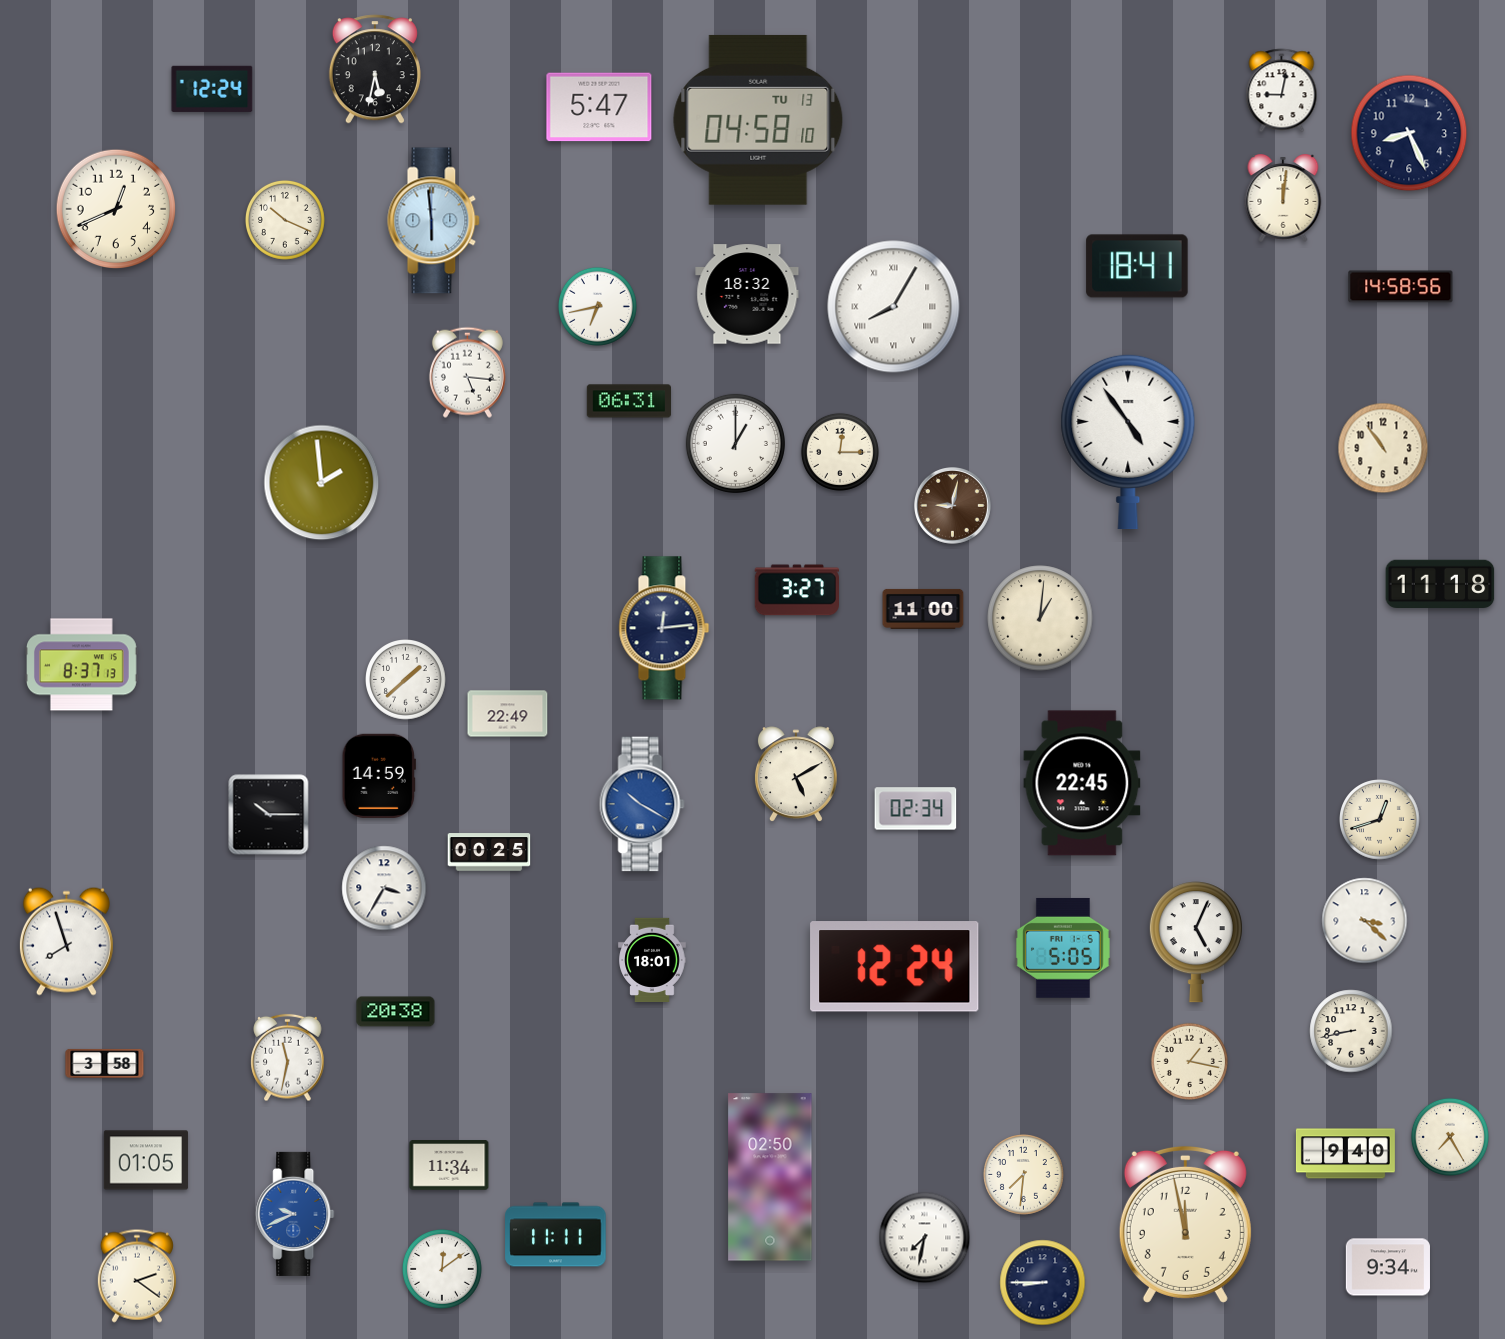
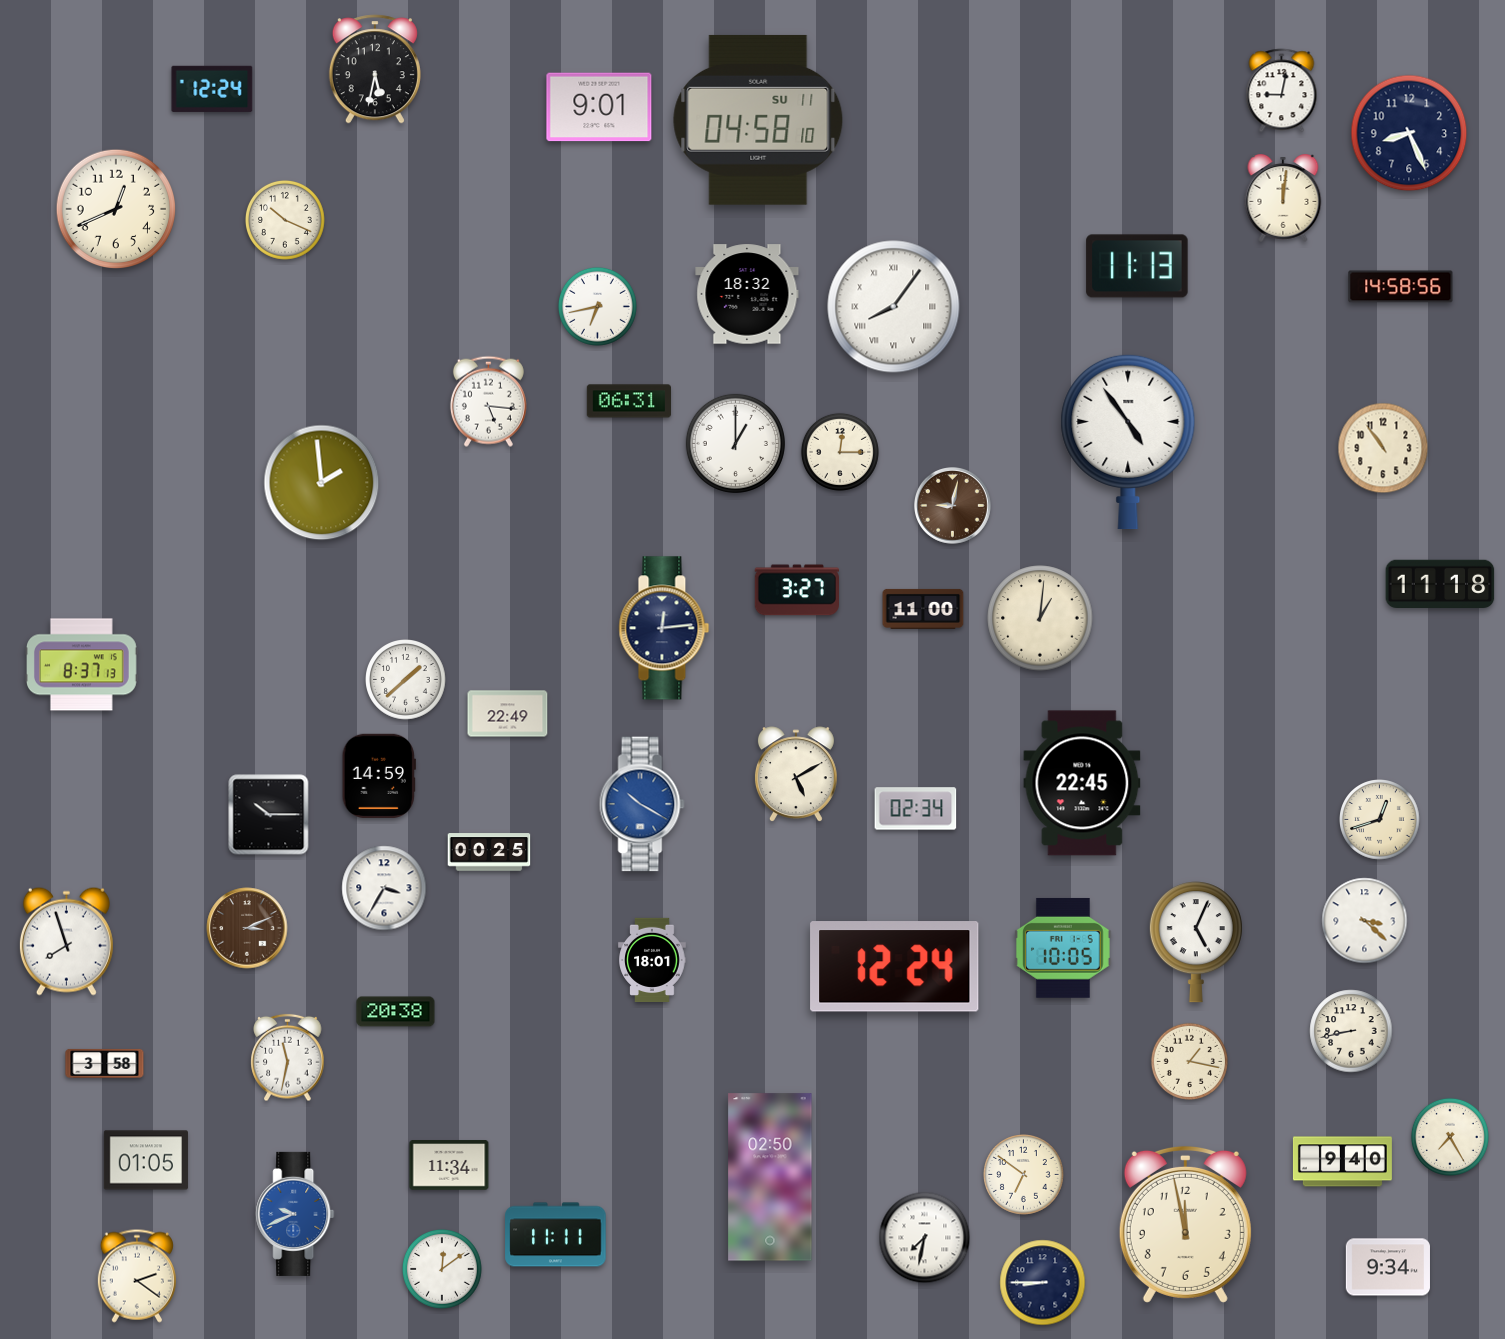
clock at (599, 107): 5:47 -> 9:01
clock at (758, 120) date: TU 13 -> SU 11
clock at (434, 221): 5:59 -> none
clock at (1137, 266): 18:41 -> 11:13
clock at (894, 307): 8:05 -> 8:06
clock at (467, 372) position: (467, 372) -> (488, 401)
clock at (247, 928): none -> 3:11
clock at (1064, 948): 5:05 -> 10:05
clock at (1345, 1154) position: (1345, 1154) -> (1342, 1162)
clock at (1024, 1175): 7:31 -> 6:51
